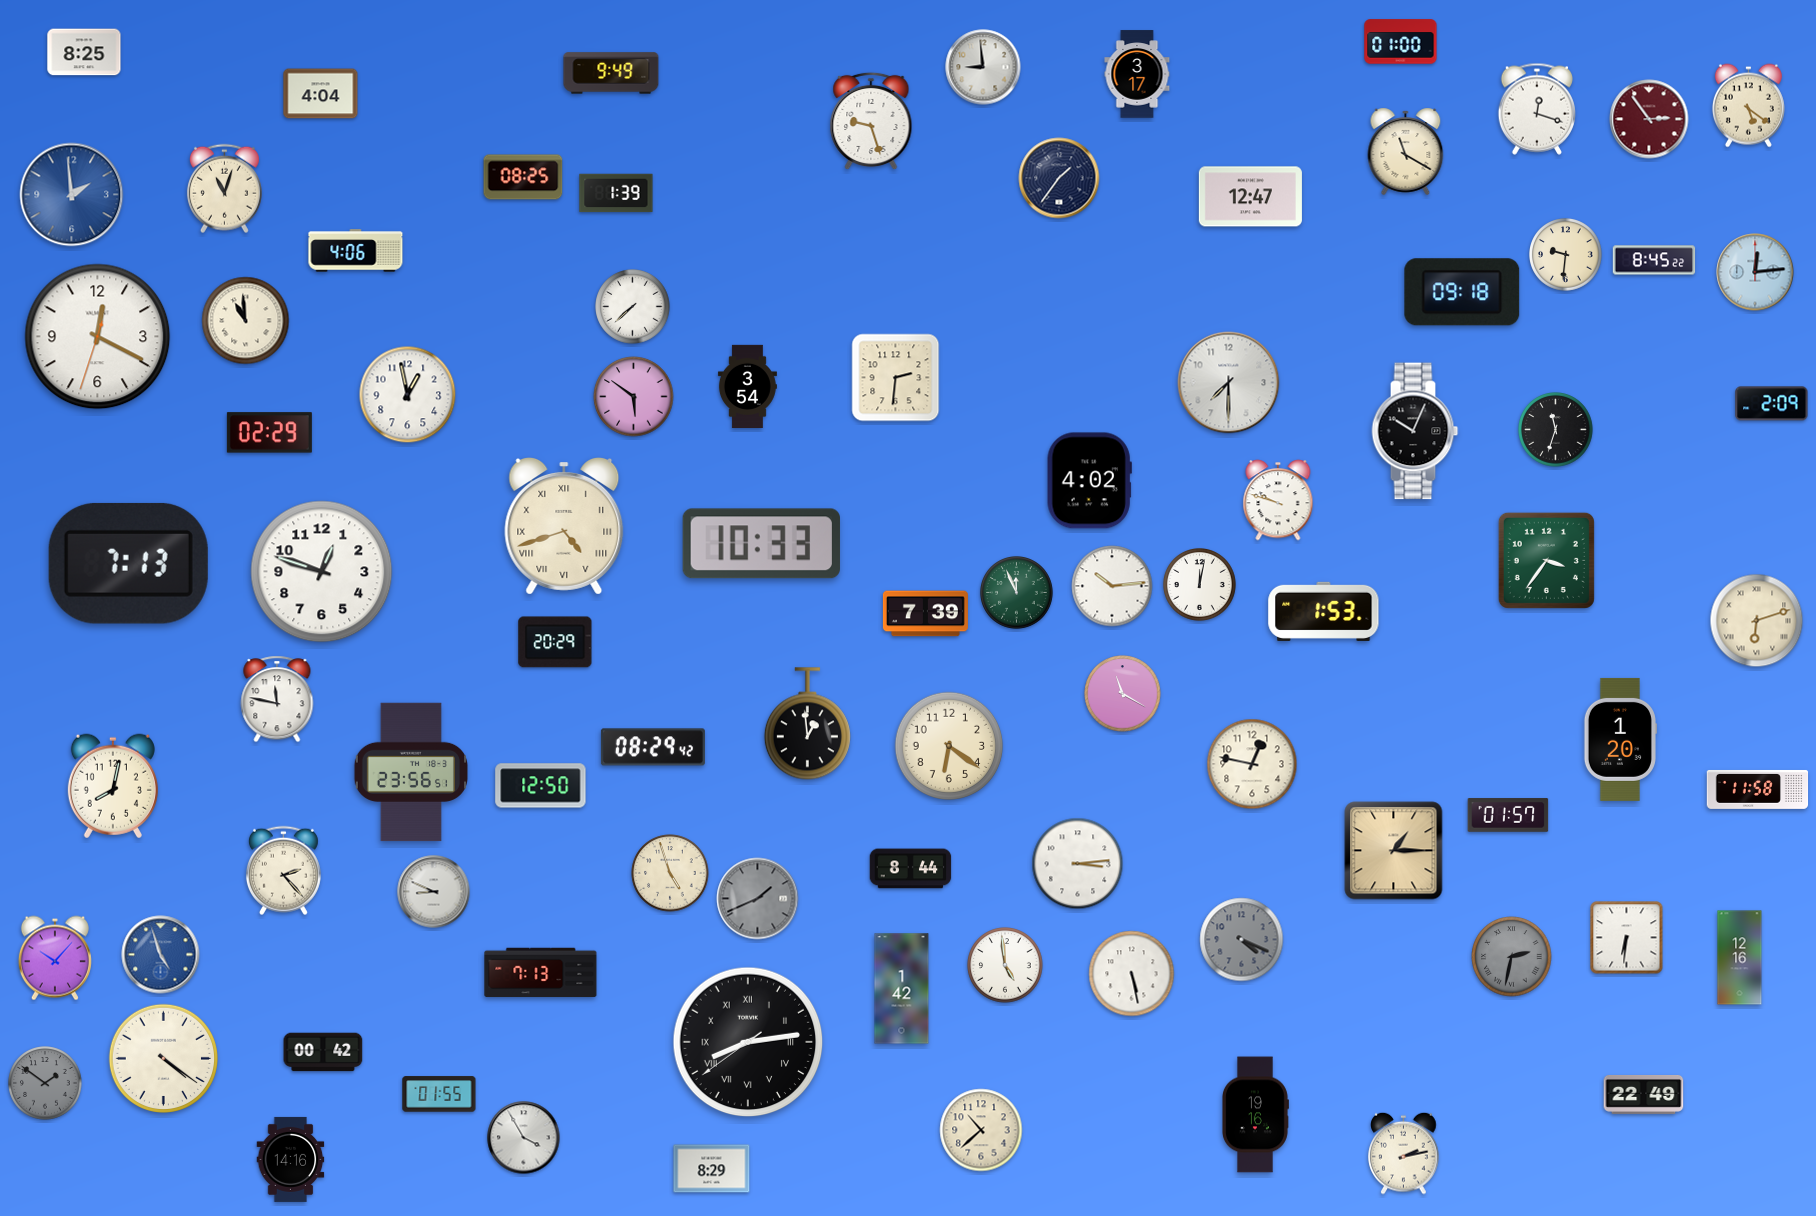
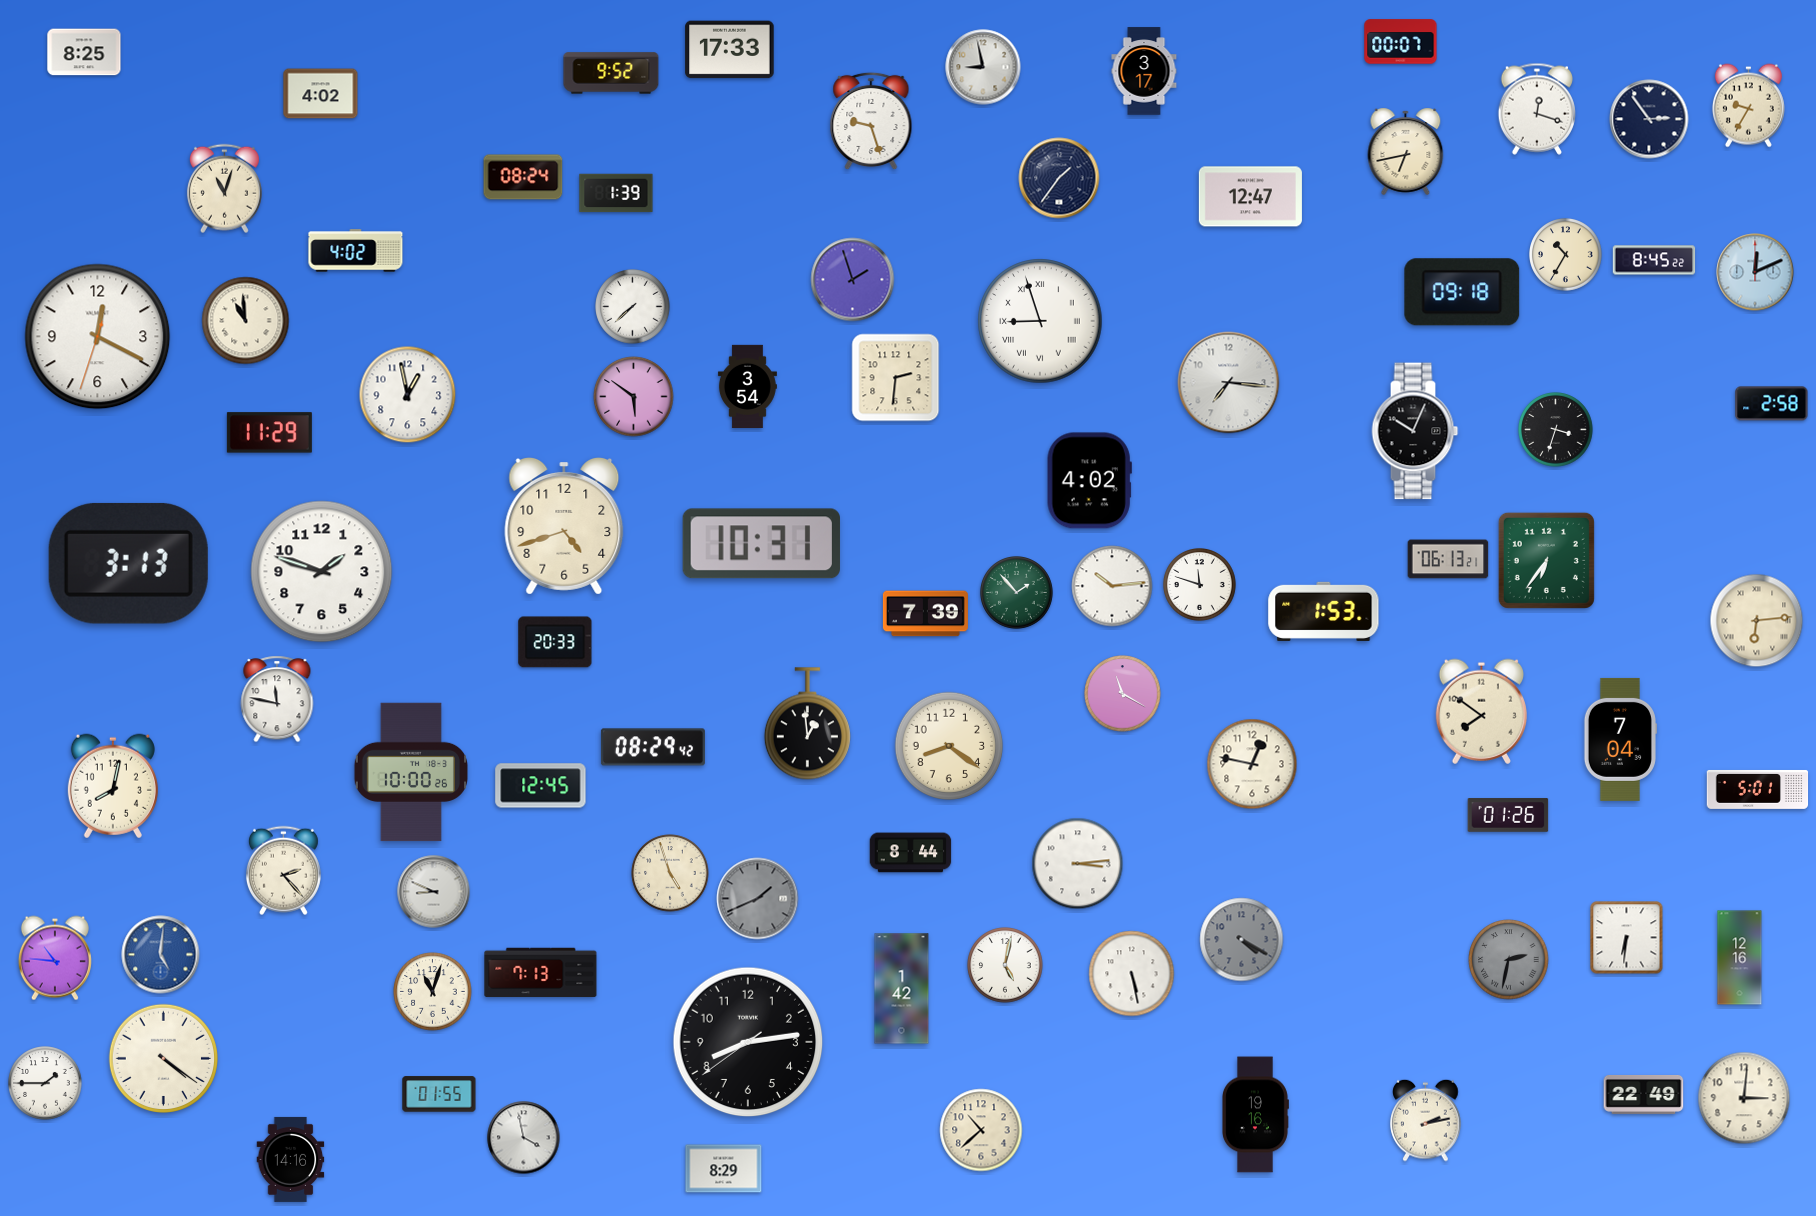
clock at (1401, 42): 01:00 -> 00:07
clock at (730, 50): none -> 17:33
clock at (983, 67): 8:59 -> 8:58
clock at (611, 73): 9:49 -> 9:52
clock at (1137, 74) position: (1137, 74) -> (1144, 71)
clock at (321, 94): 4:04 -> 4:02
clock at (1748, 106): 5:21 -> 9:35
clock at (1649, 119) dial: burgundy -> navy
clock at (1406, 151): 11:20 -> 6:43
clock at (523, 177): 08:25 -> 08:24
clock at (72, 195): 1:59 -> none
clock at (356, 251): 4:06 -> 4:02
clock at (1566, 255): 9:31 -> 10:35
clock at (1755, 272): 12:14 -> 12:11
clock at (853, 280): none -> 1:57
clock at (1040, 321): none -> 8:57
clock at (1229, 383): 7:30 -> 7:16
clock at (1772, 404): 2:09 -> 2:58
clock at (1556, 430): 11:33 -> 3:33
clock at (269, 433): 02:29 -> 11:29
clock at (1278, 500): 9:48 -> none
clock at (564, 527) numerals: Roman -> Arabic
clock at (761, 544): 10:33 -> 10:31
clock at (1448, 559): none -> 06:13
clock at (1546, 560): 3:36 -> 6:36
clock at (128, 563): 7:13 -> 3:13
clock at (322, 572): 12:48 -> 1:48
clock at (1200, 585): 12:02 -> 11:48
clock at (1017, 593): 11:56 -> 1:53
clock at (1757, 621): 6:12 -> 6:14
clock at (555, 642): 20:29 -> 20:33
clock at (1481, 711): none -> 7:51
clock at (1620, 739): 1:20 -> 7:04
clock at (949, 746): 6:21 -> 8:21
clock at (410, 772): 23:56 -> 10:00
clock at (541, 786): 12:50 -> 12:45
clock at (1758, 789): 11:58 -> 5:01
clock at (1508, 815): 01:57 -> 01:26
clock at (1394, 851): 1:15 -> none
clock at (911, 869) position: (911, 869) -> (911, 853)
clock at (1242, 940): 4:19 -> 4:20
clock at (161, 955): 4:57 -> 5:01
clock at (1512, 957) position: (1512, 957) -> (1509, 960)
clock at (55, 958): 10:07 -> 10:46
clock at (1005, 965): 4:59 -> 5:02
clock at (433, 992): none -> 11:03
clock at (748, 1042) numerals: Roman -> Arabic
clock at (323, 1052): 00:42 -> none
clock at (45, 1083): 1:51 -> 1:45
clock at (45, 1083) dial: grey -> white
clock at (1744, 1098): none -> 3:01
clock at (524, 1138): 3:55 -> 3:58
clock at (1404, 1153) position: (1404, 1153) -> (1426, 1120)
clock at (712, 1169) position: (712, 1169) -> (724, 1169)
